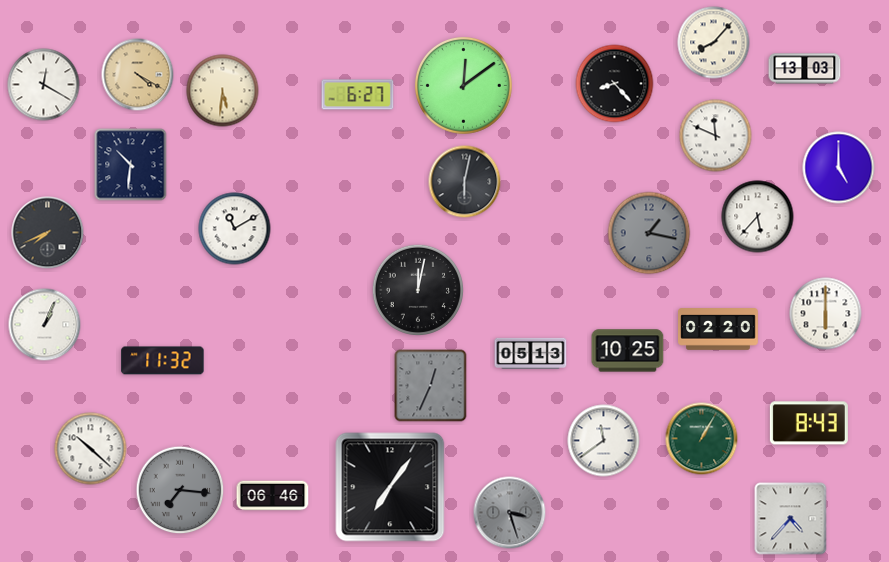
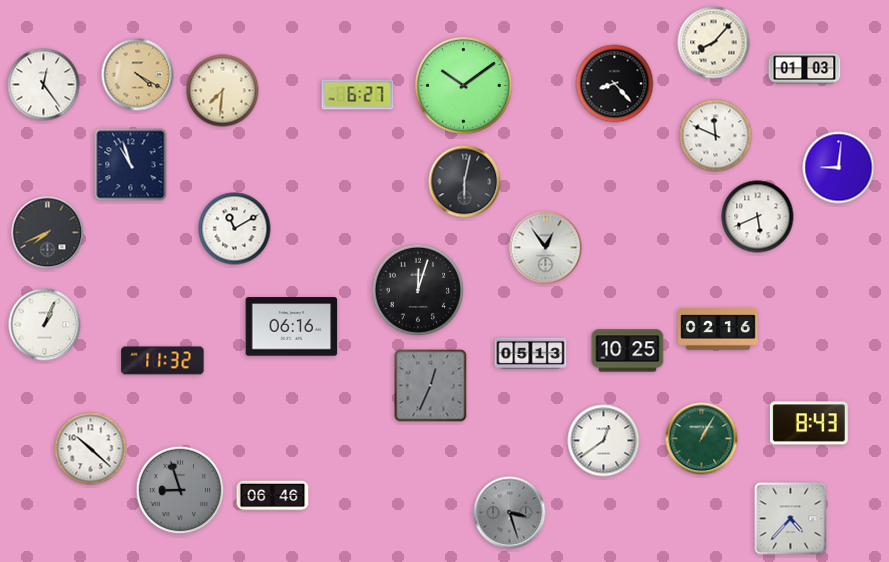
clock at (805, 69): 13:03 -> 01:03
clock at (44, 85): 12:20 -> 12:24
clock at (463, 85): 12:09 -> 10:09
clock at (223, 91): 5:31 -> 7:31
clock at (131, 165): 10:31 -> 10:57
clock at (839, 168): 5:00 -> 9:01
clock at (758, 217): 5:37 -> 5:41
clock at (649, 233): 1:17 -> none
clock at (546, 248): none -> 12:54
clock at (417, 289): 12:02 -> 12:03
clock at (826, 314): 6:00 -> none
clock at (292, 327): none -> 06:16
clock at (718, 329): 02:20 -> 02:16
clock at (604, 441): 11:39 -> 12:39
clock at (390, 487): 7:06 -> none
clock at (180, 490): 7:16 -> 8:57
